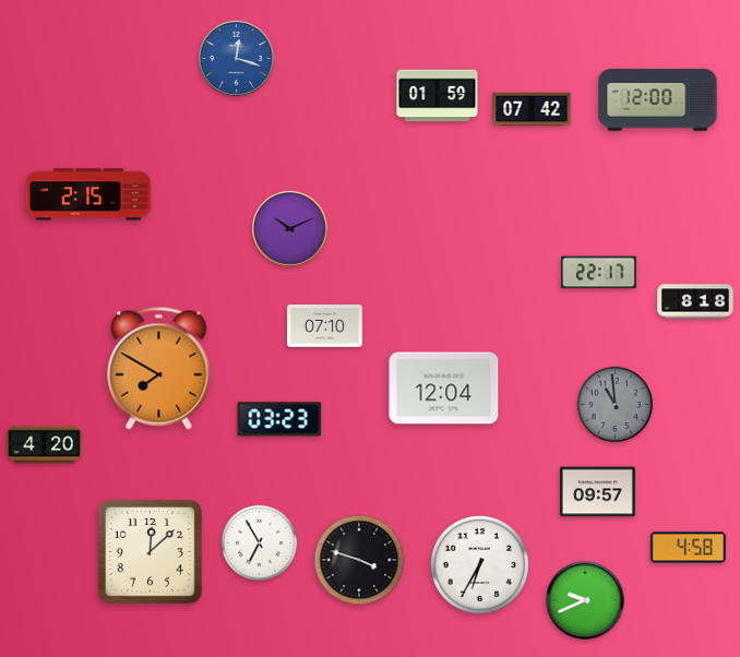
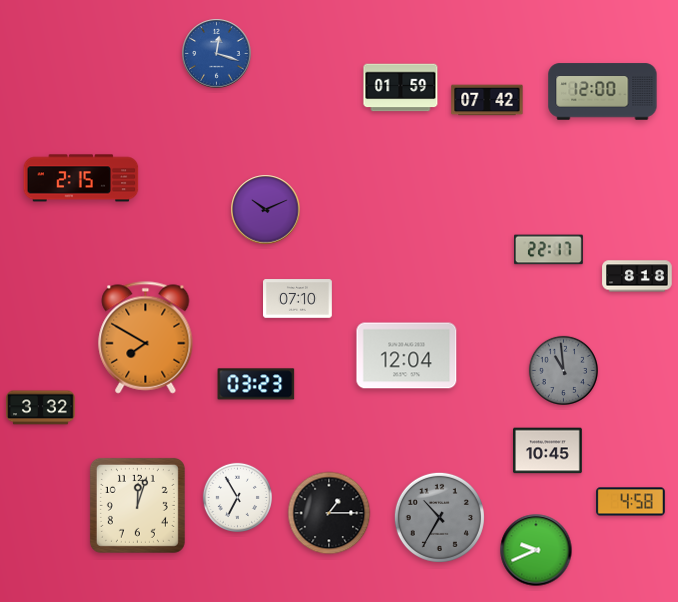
clock at (45, 445): 4:20 -> 3:32
clock at (598, 492): 09:57 -> 10:45
clock at (150, 551): 12:08 -> 12:03
clock at (359, 560): 3:48 -> 1:15
clock at (479, 564): 6:35 -> 10:35
clock at (479, 564) dial: white -> grey
